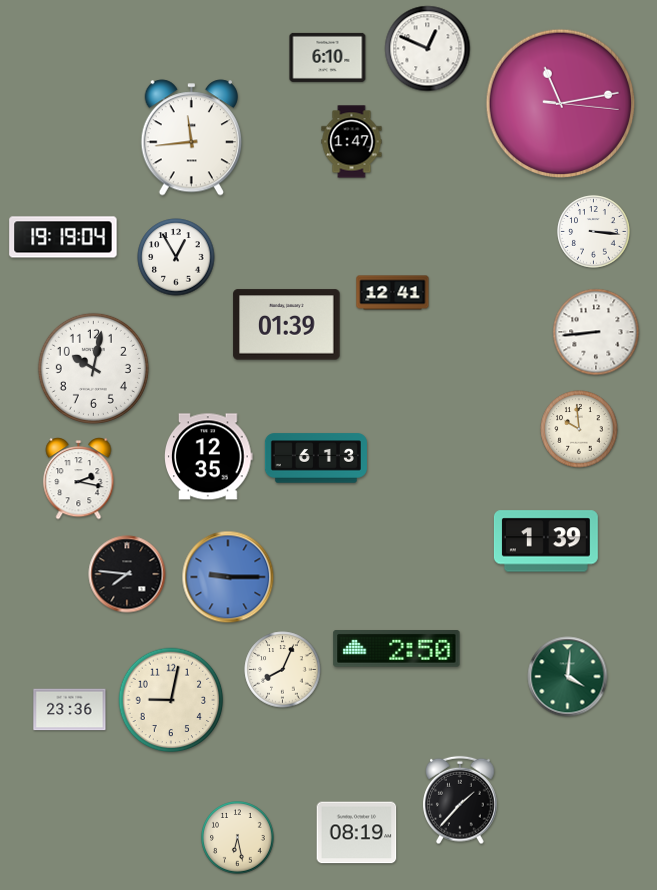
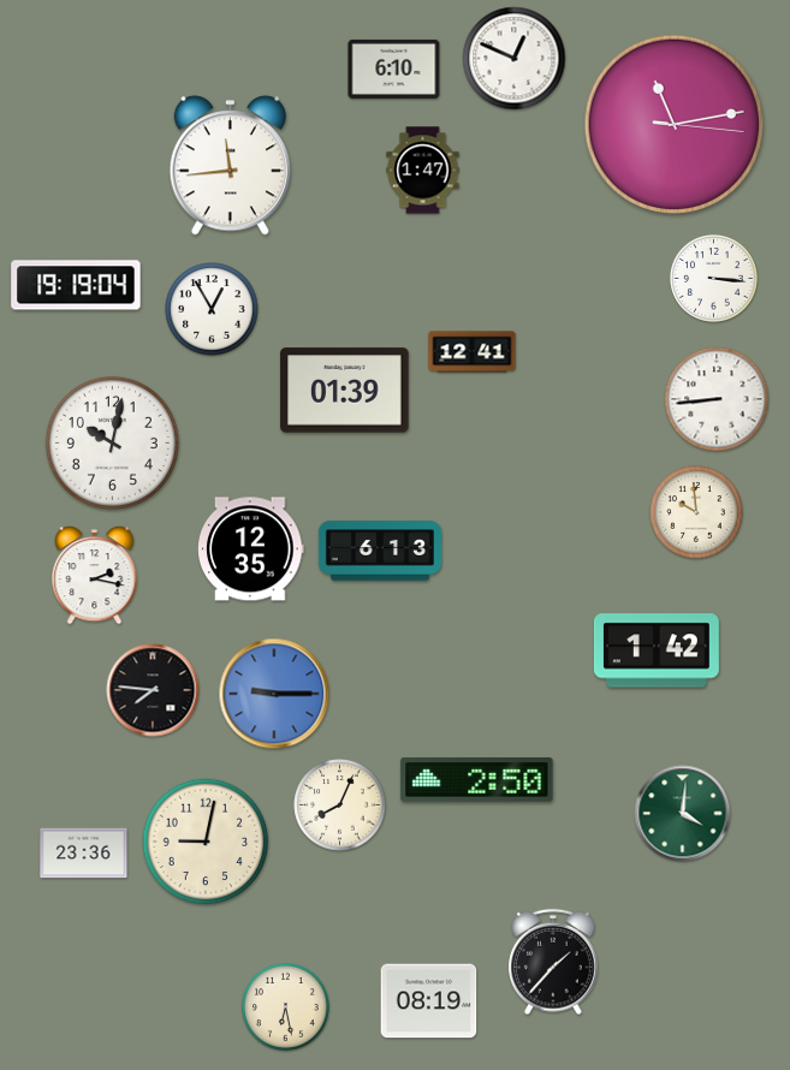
clock at (579, 429) position: (579, 429) -> (696, 512)
clock at (546, 541): 1:39 -> 1:42
